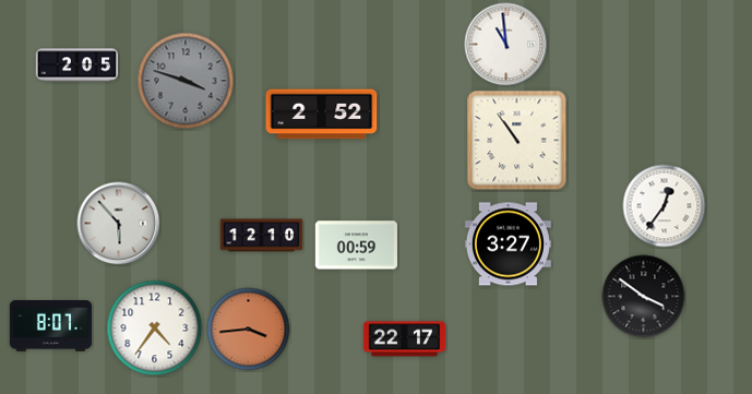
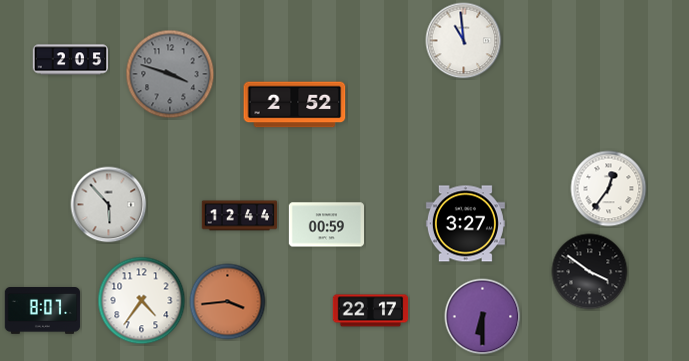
clock at (517, 141): 10:54 -> none
clock at (262, 236): 12:10 -> 12:44
clock at (51, 326) position: (51, 326) -> (43, 311)
clock at (483, 317): none -> 6:30
